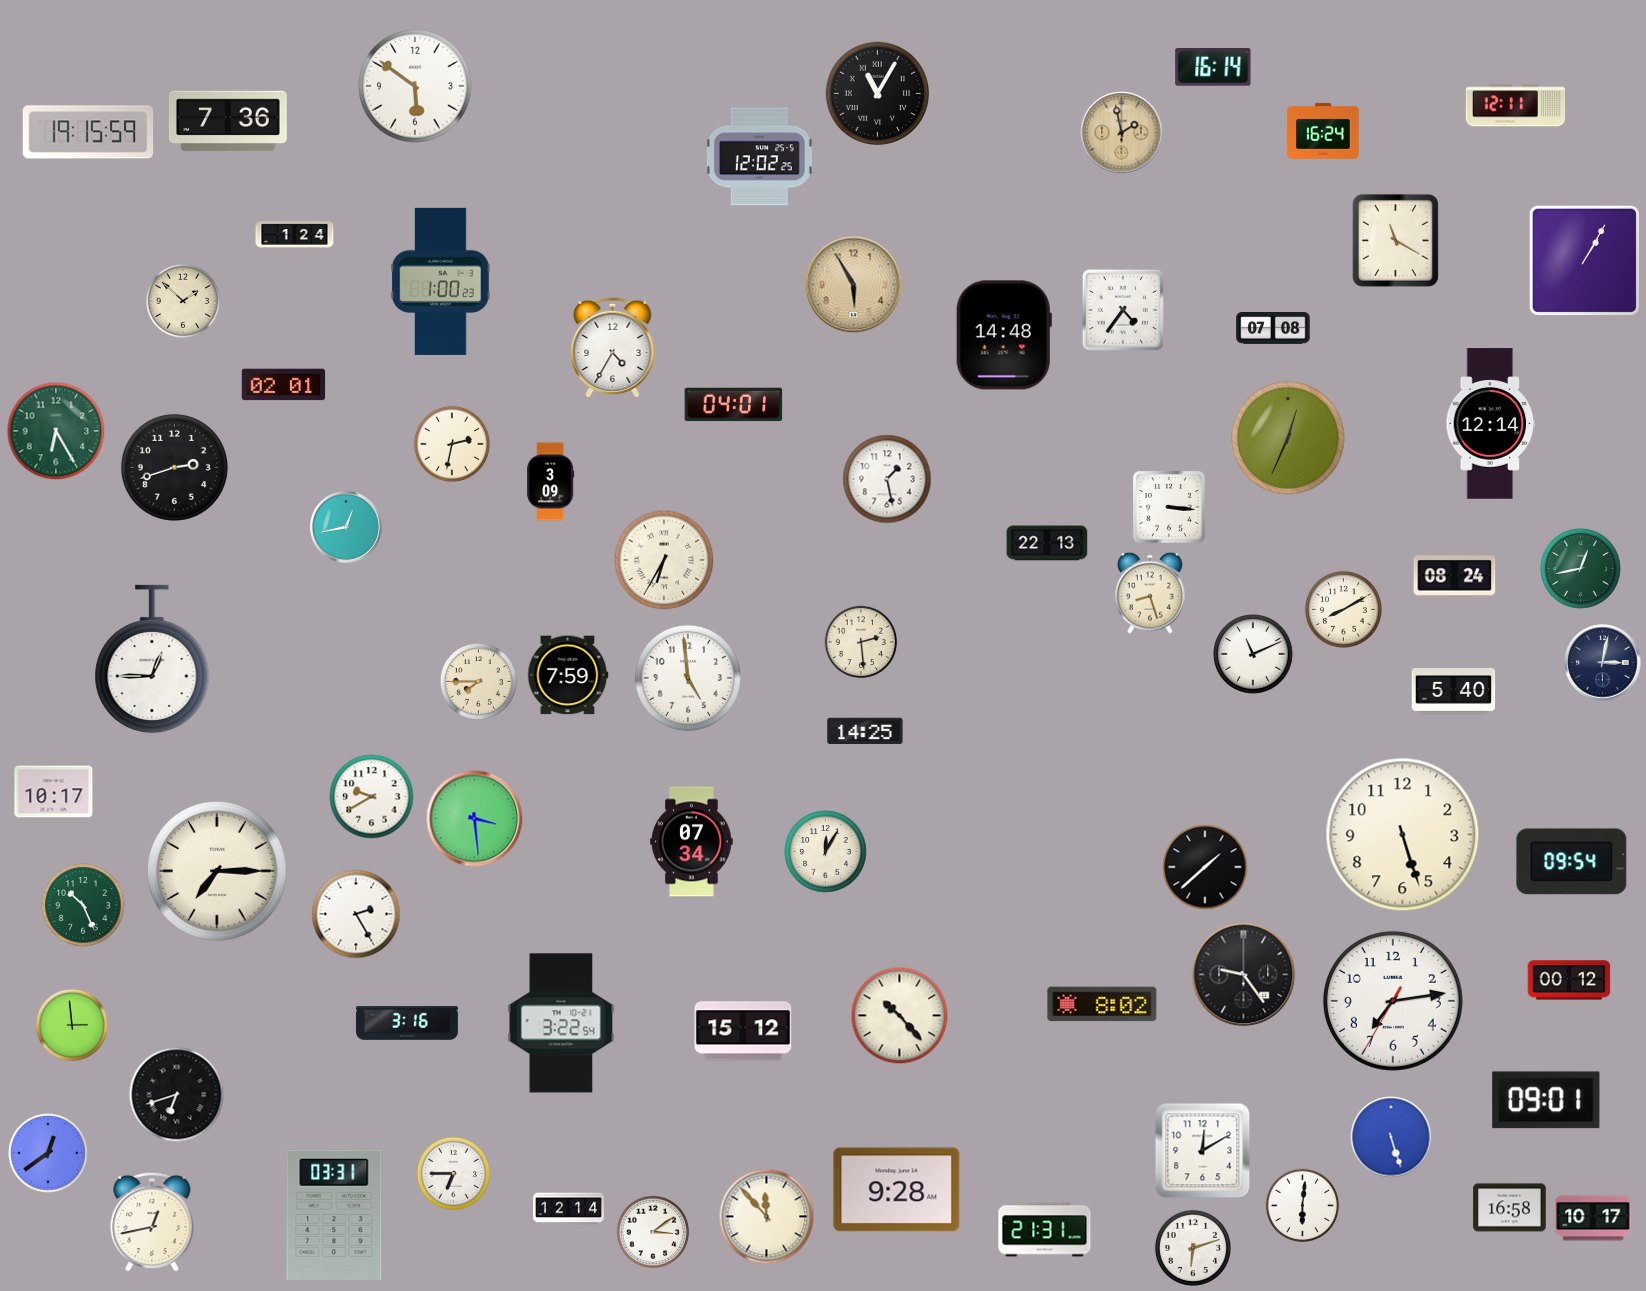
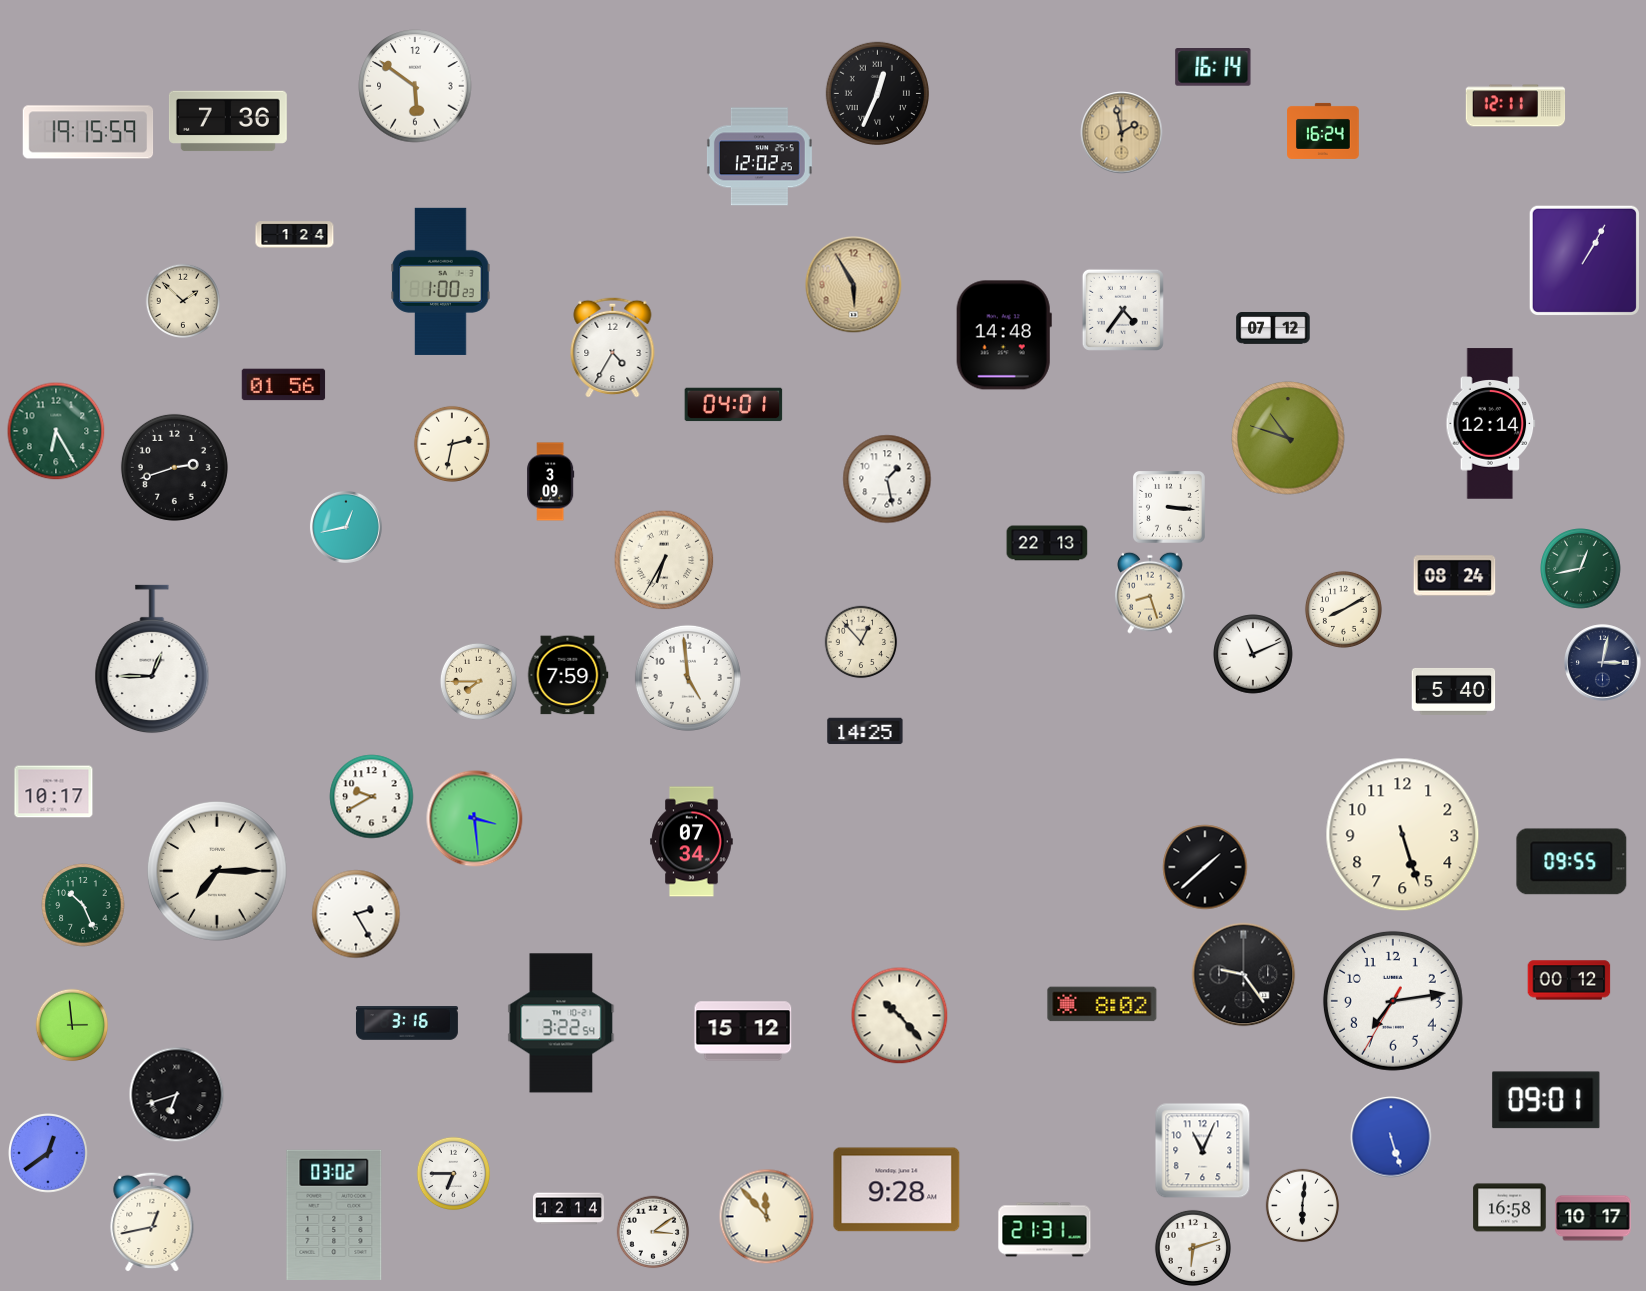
clock at (877, 93): 11:05 -> 12:34
clock at (1395, 240): 11:20 -> none
clock at (1273, 329): 07:08 -> 07:12
clock at (284, 385): 02:01 -> 01:56
clock at (1288, 438): 12:34 -> 10:48
clock at (861, 642): 2:29 -> 12:53
clock at (826, 852): 12:05 -> none
clock at (1572, 862): 09:54 -> 09:55
clock at (1203, 1151): 12:10 -> 11:04
clock at (334, 1215): 03:31 -> 03:02
